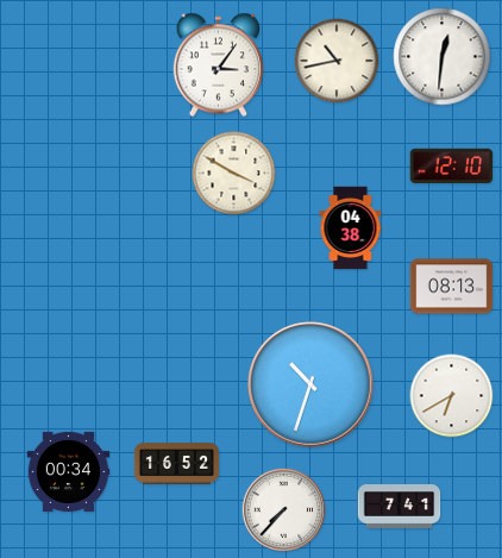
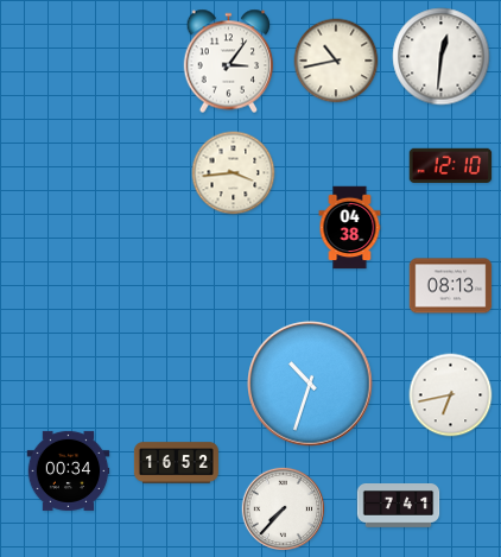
clock at (219, 65) position: (219, 65) -> (229, 62)
clock at (234, 174): 3:50 -> 3:44
clock at (452, 396): 6:40 -> 6:43
